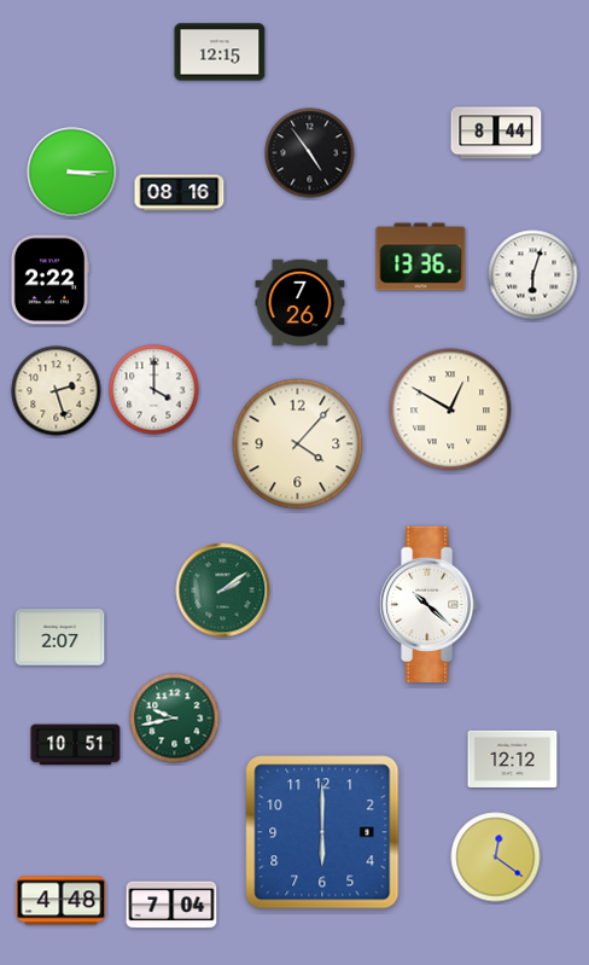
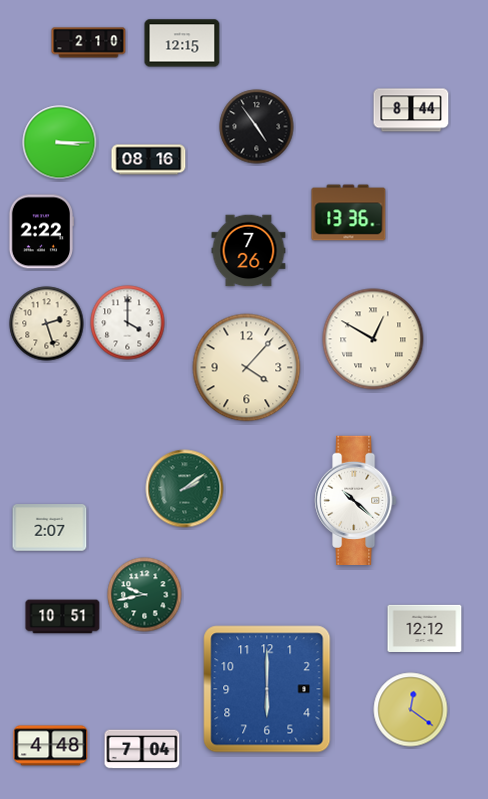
clock at (89, 43): none -> 2:10
clock at (533, 275): 6:03 -> none
